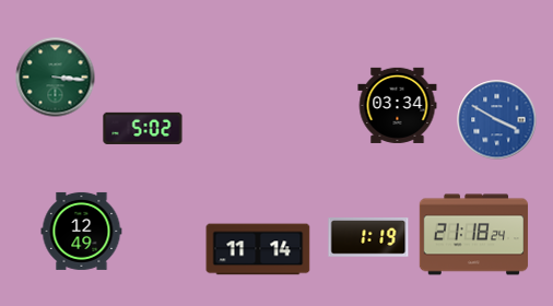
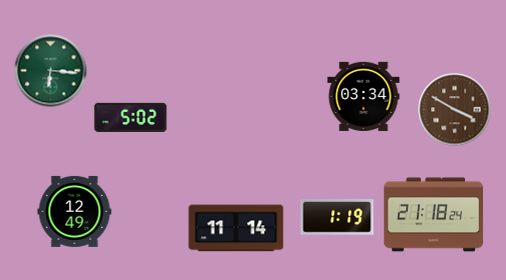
clock at (56, 78): 3:16 -> 6:16
clock at (497, 120) dial: blue -> brown
